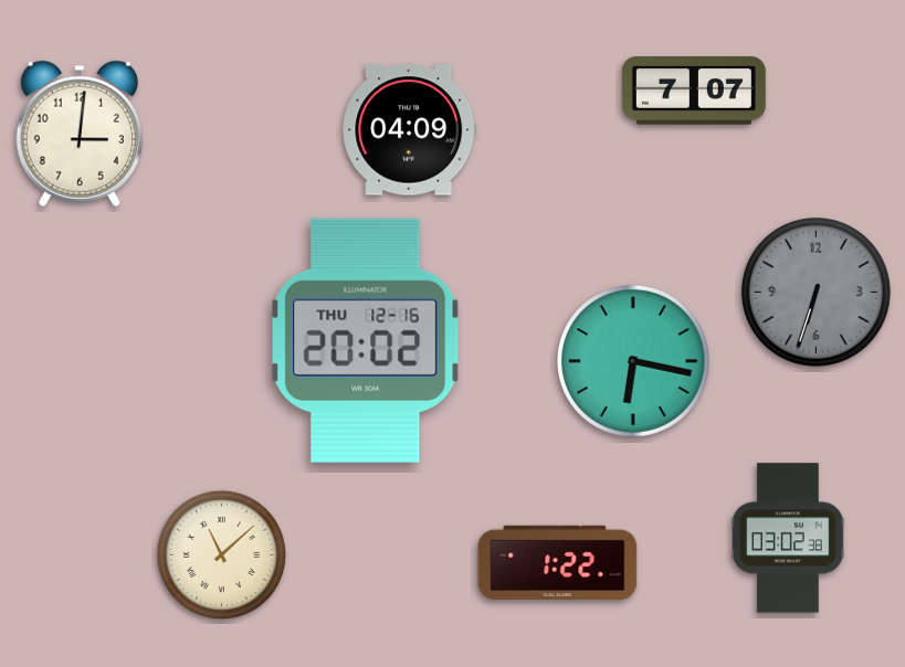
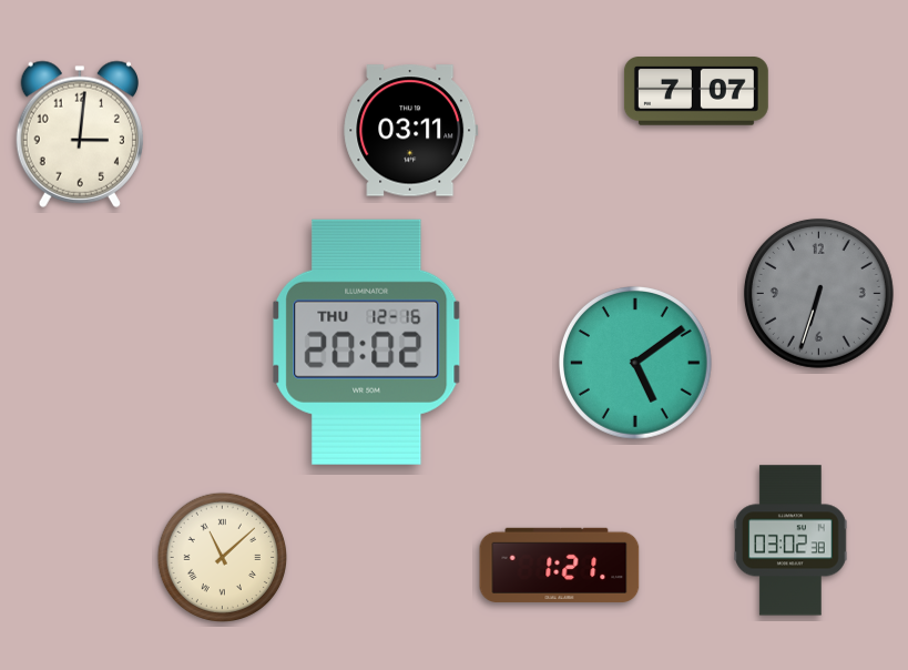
clock at (410, 130): 04:09 -> 03:11
clock at (633, 361): 6:17 -> 5:09
clock at (558, 562): 1:22 -> 1:21
